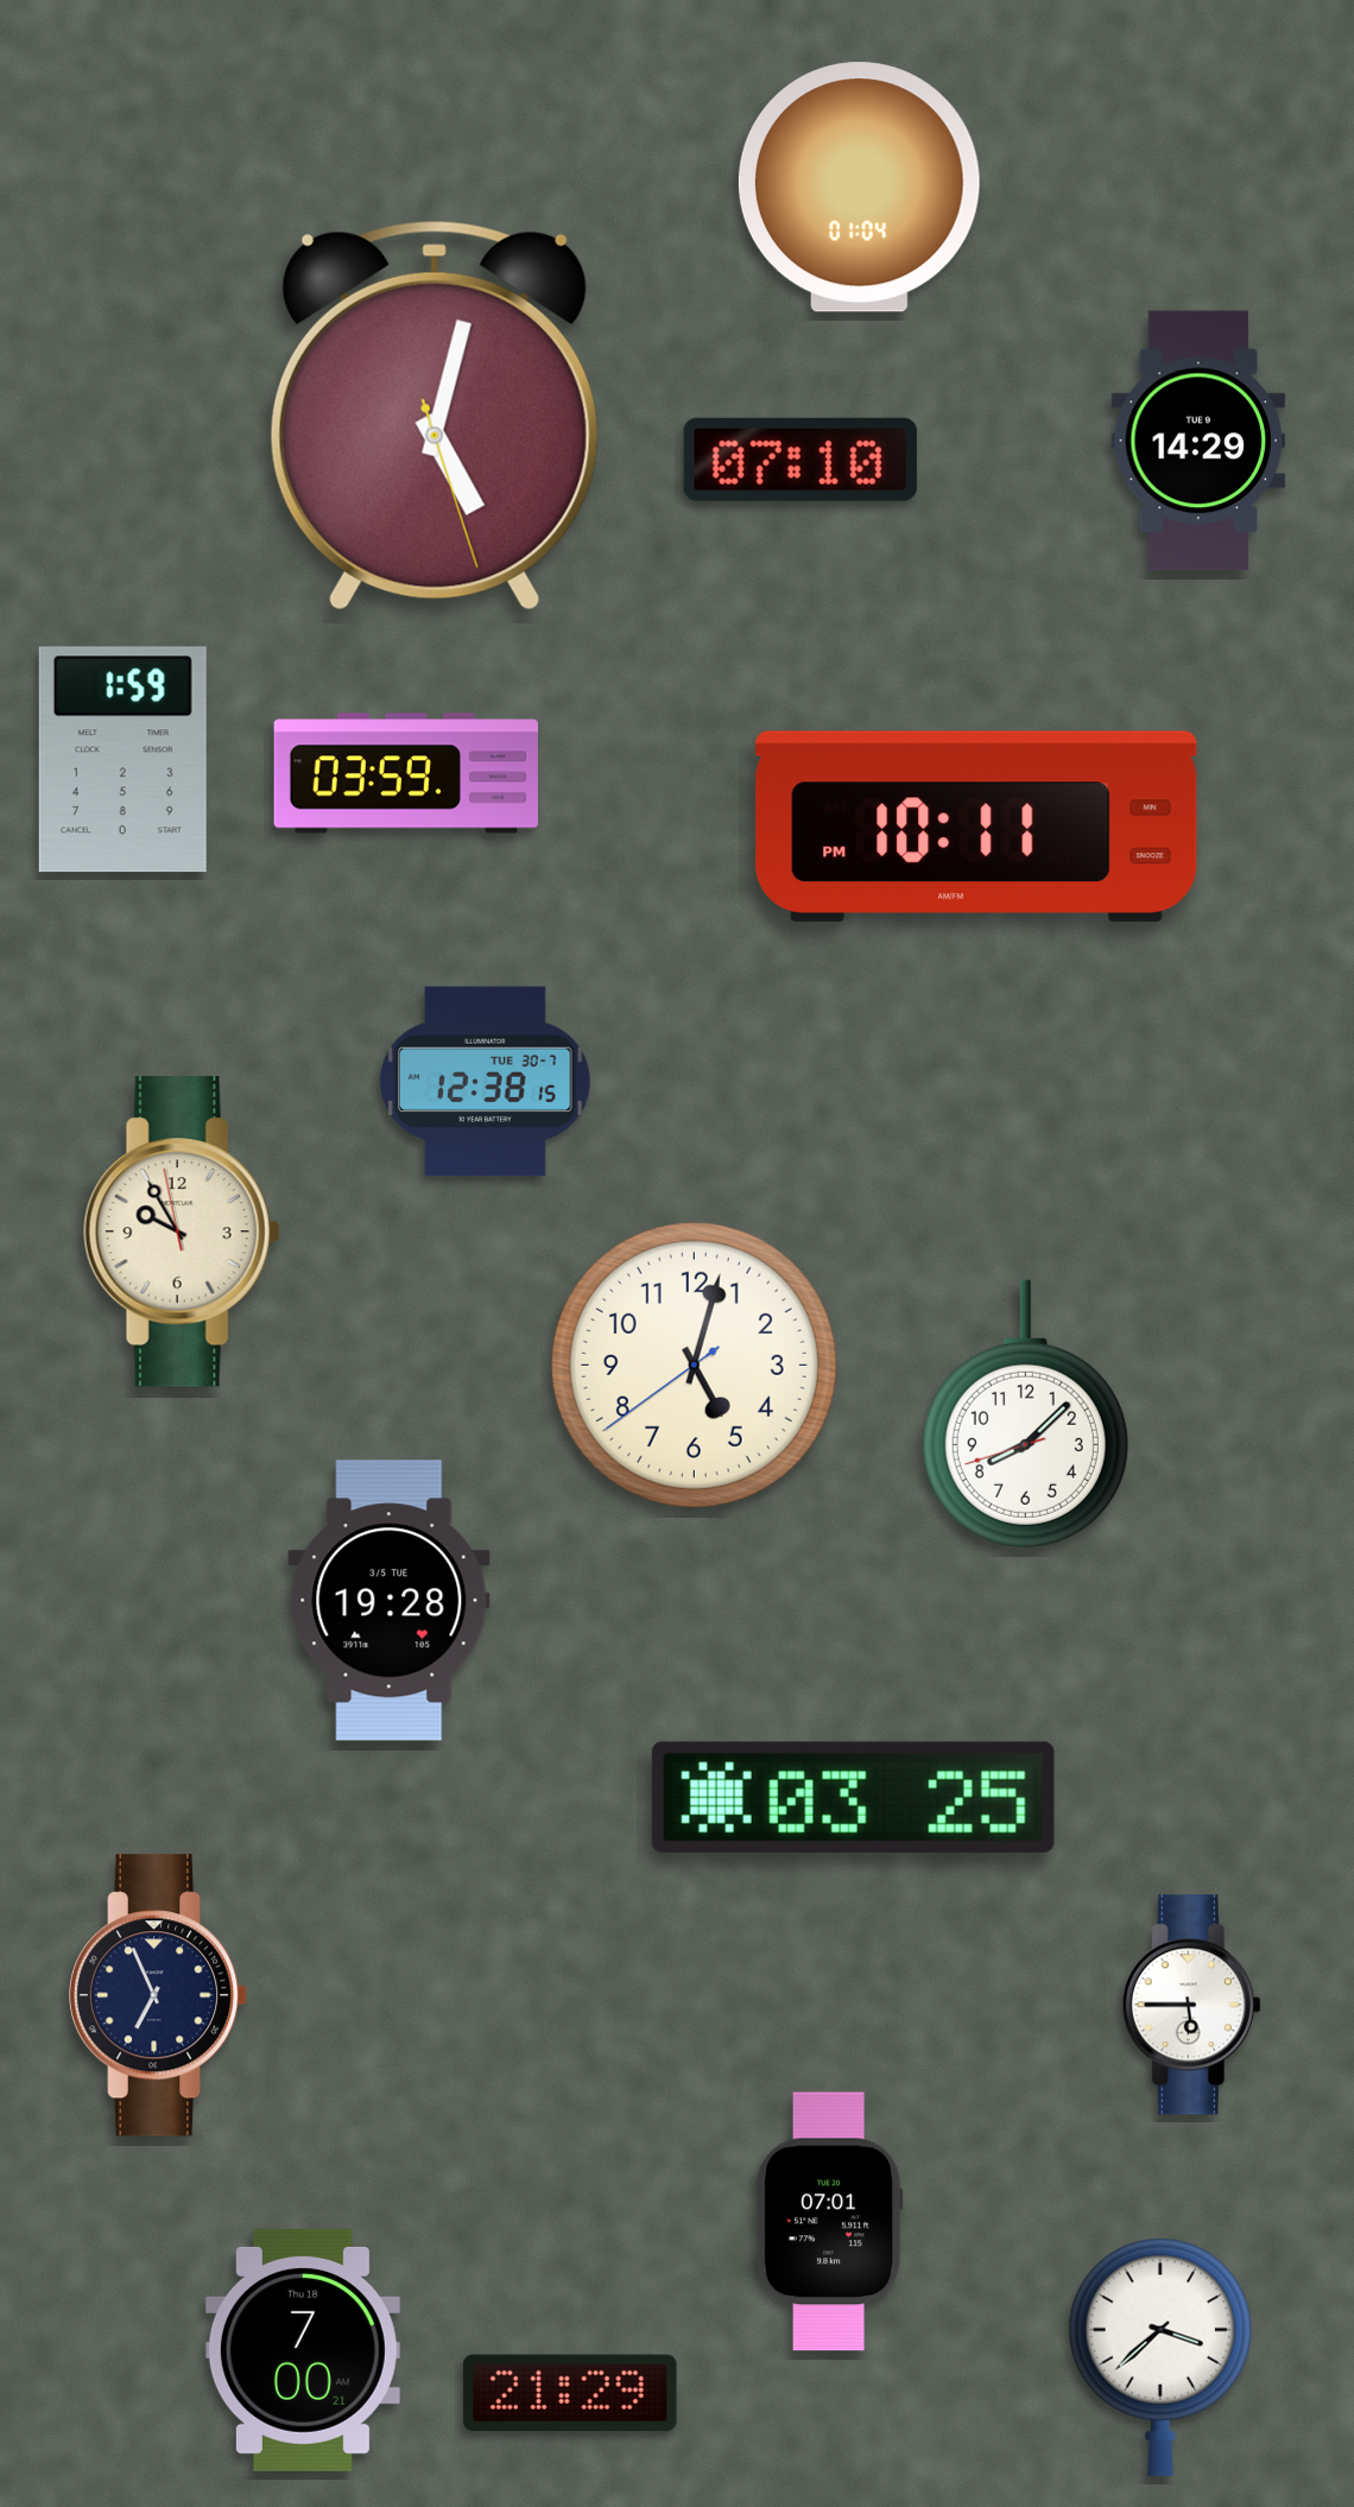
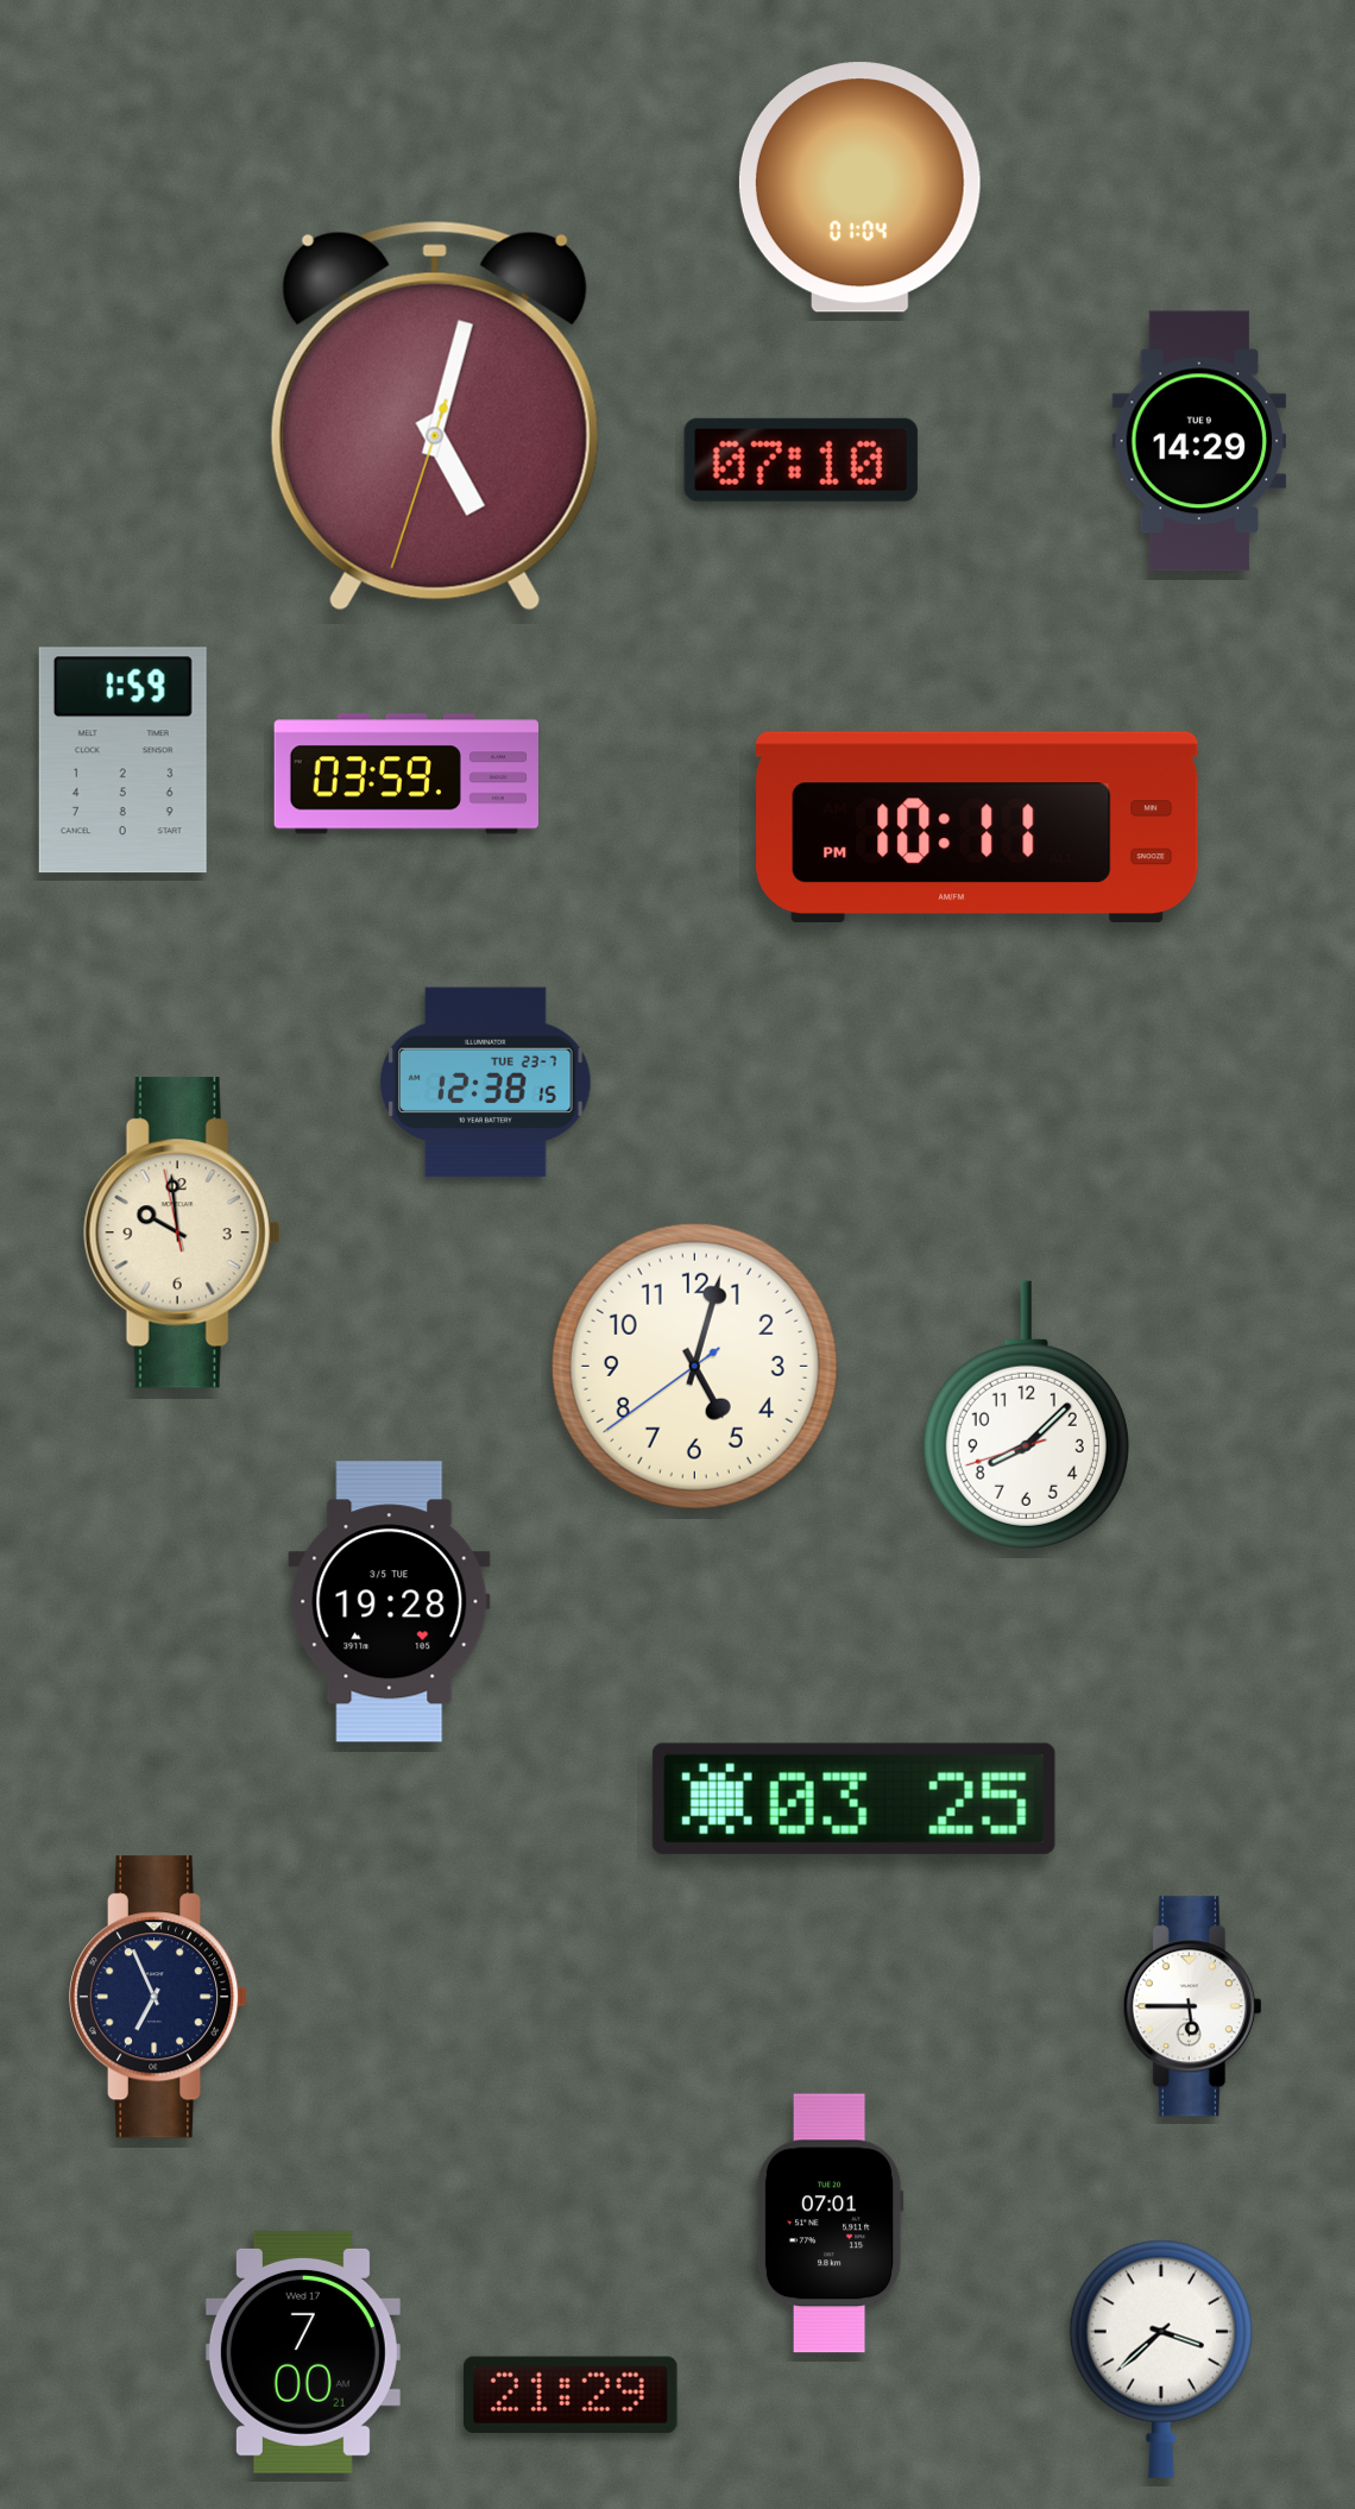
clock at (435, 416): 5:02:27 -> 5:02:33
clock at (486, 1082) date: TUE 30-7 -> TUE 23-7
clock at (182, 1232): 9:54 -> 9:58
clock at (303, 2350) date: Thu 18 -> Wed 17
